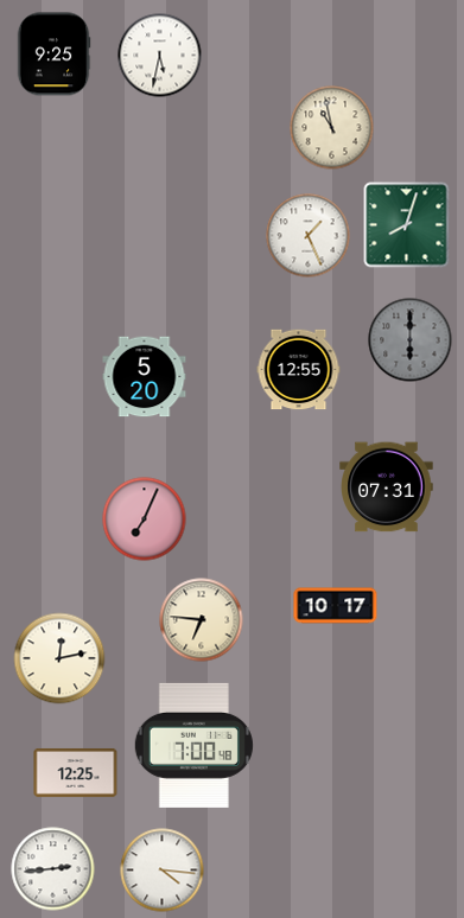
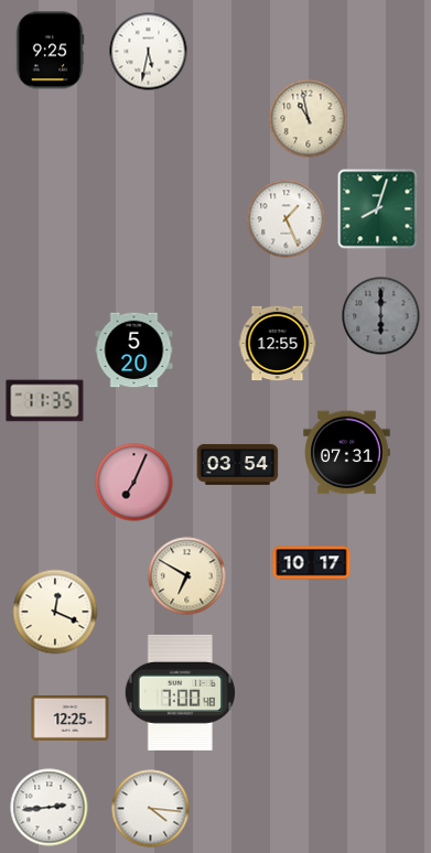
clock at (45, 401): none -> 11:35
clock at (387, 487) position: (387, 487) -> (347, 453)
clock at (238, 464): none -> 03:54
clock at (202, 620): 6:46 -> 6:50
clock at (59, 658): 12:13 -> 12:19
